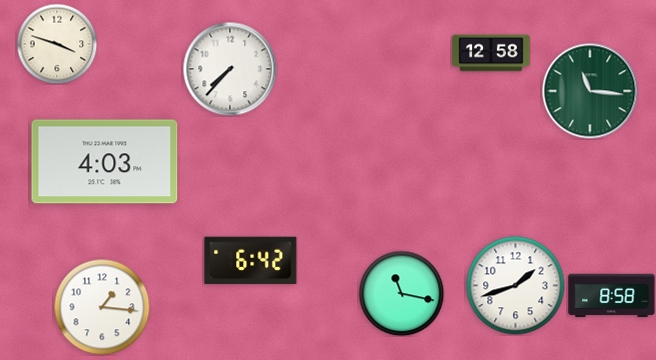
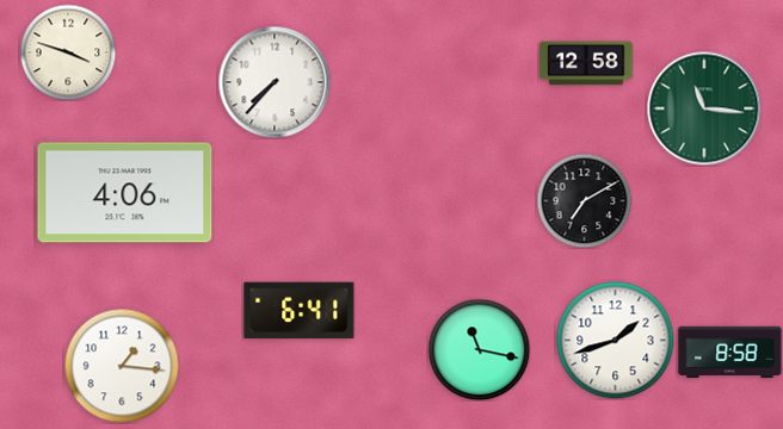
clock at (105, 162): 4:03 -> 4:06
clock at (584, 200): none -> 7:10
clock at (251, 261): 6:42 -> 6:41
